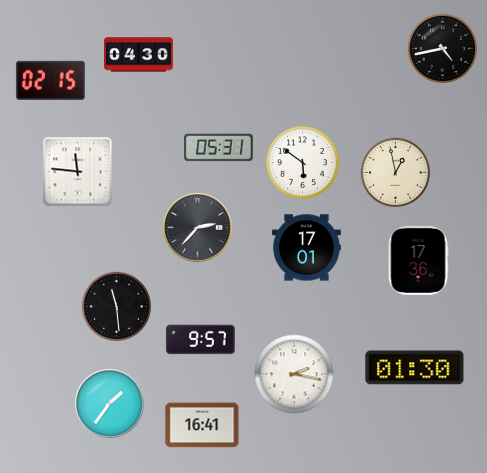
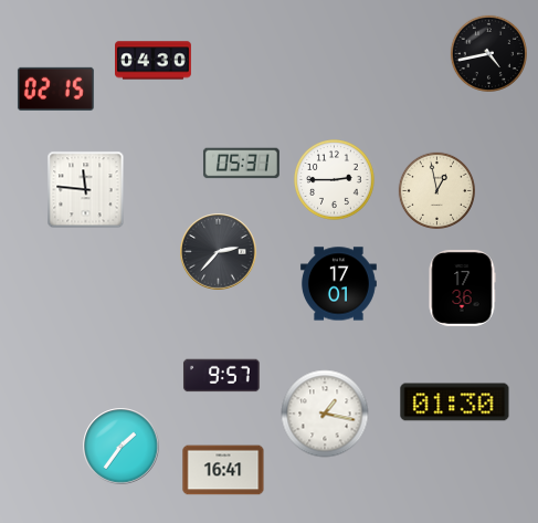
clock at (303, 163): 5:51 -> 2:45
clock at (306, 248) position: (306, 248) -> (338, 284)
clock at (116, 306): 11:29 -> none
clock at (415, 368) position: (415, 368) -> (455, 402)
clock at (294, 374): 2:17 -> 1:17
